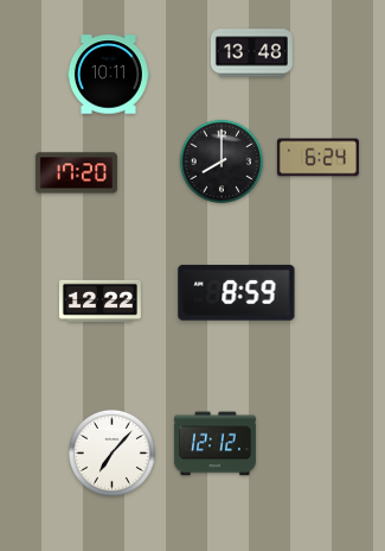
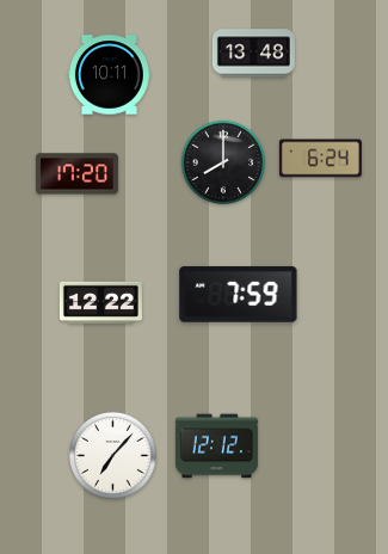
clock at (237, 293): 8:59 -> 7:59
